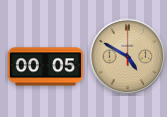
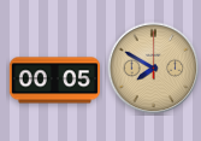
clock at (128, 57): 4:50 -> 7:50
